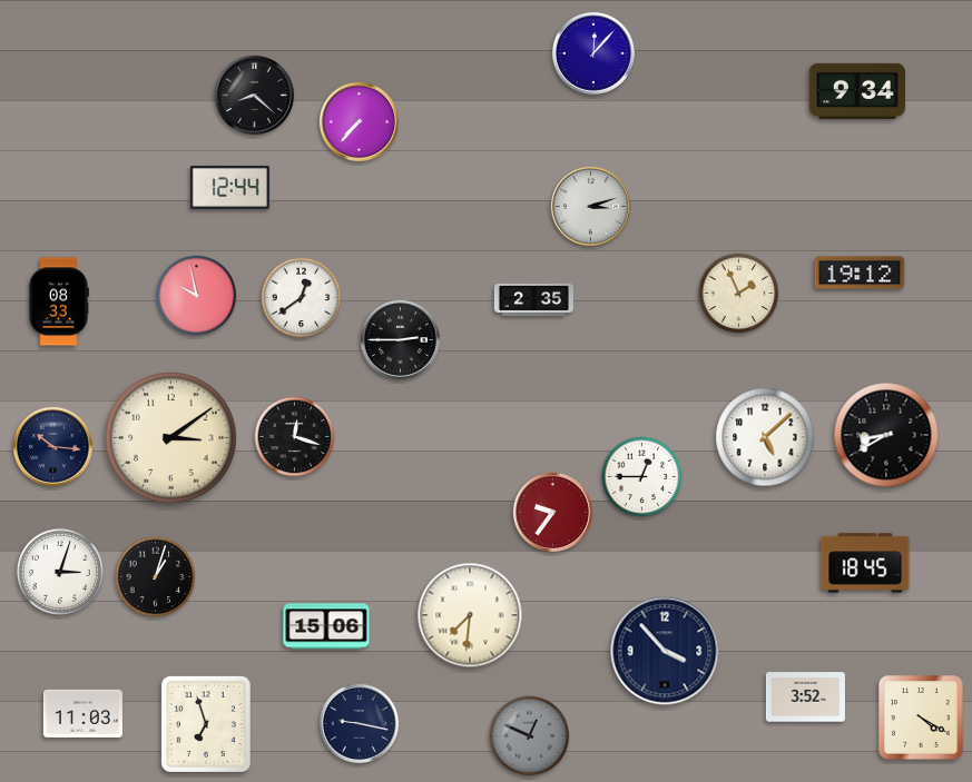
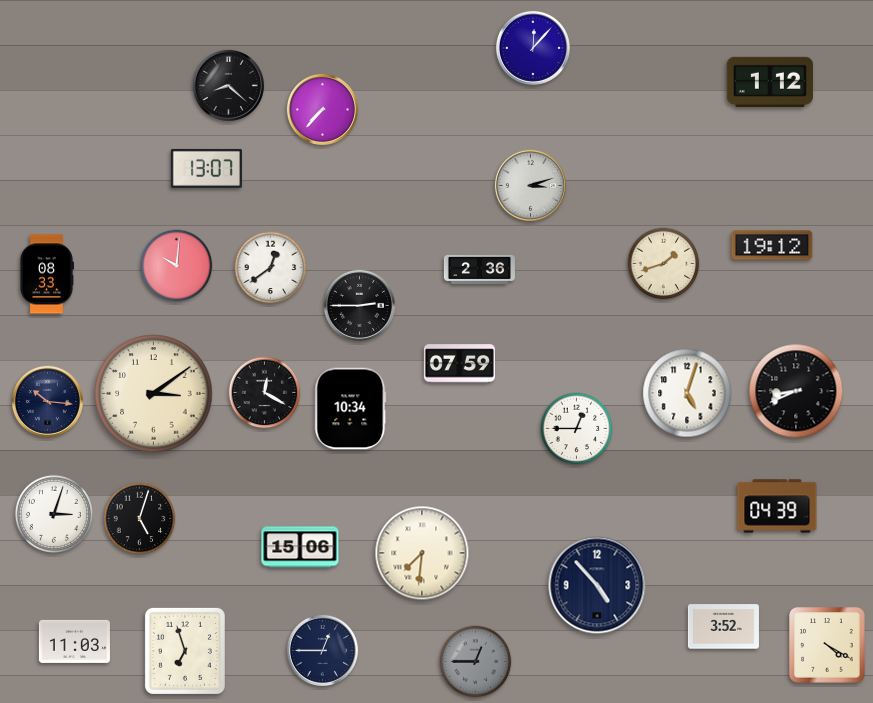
clock at (857, 91): 9:34 -> 1:12
clock at (229, 187): 12:44 -> 13:07
clock at (739, 294): 1:56 -> 1:42
clock at (197, 296): 9:58 -> 10:01
clock at (533, 299): 2:35 -> 2:36
clock at (58, 301) position: (58, 301) -> (46, 274)
clock at (459, 364): none -> 07:59
clock at (886, 435): 8:40 -> 8:41
clock at (295, 437): 12:18 -> 12:20
clock at (765, 437): 5:08 -> 5:03
clock at (351, 409): none -> 10:34
clock at (552, 512): 9:36 -> none
clock at (865, 563): 18:45 -> 04:39
clock at (156, 577): 1:03 -> 5:03
clock at (326, 626) position: (326, 626) -> (300, 547)
clock at (665, 651): 3:53 -> 4:53
clock at (359, 723): 9:17 -> 12:45
clock at (530, 736): 12:49 -> 12:45
